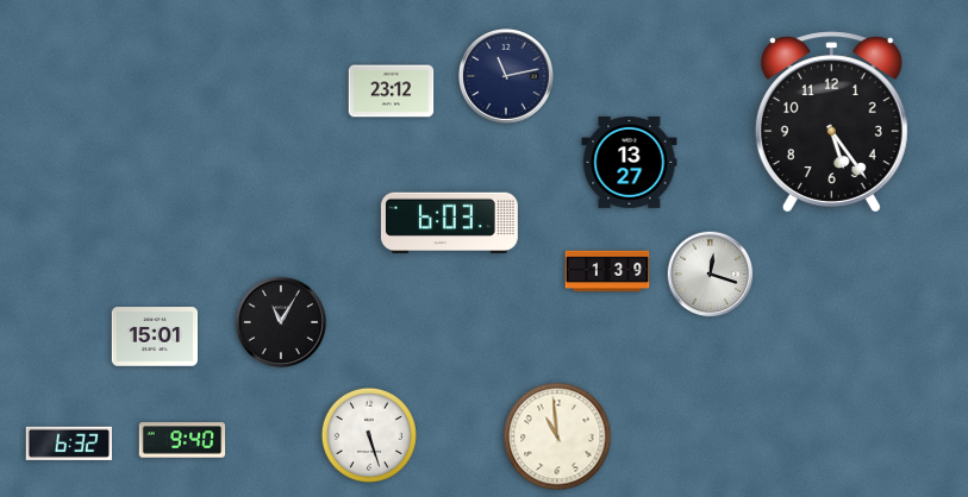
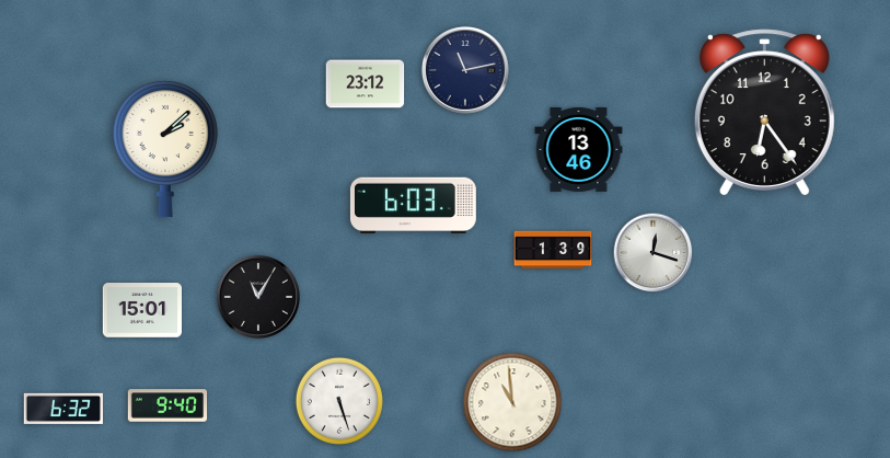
clock at (392, 92) position: (392, 92) -> (366, 84)
clock at (831, 122): 5:24 -> 6:24
clock at (165, 149): none -> 2:08
clock at (630, 162): 13:27 -> 13:46
clock at (607, 271) position: (607, 271) -> (553, 250)
